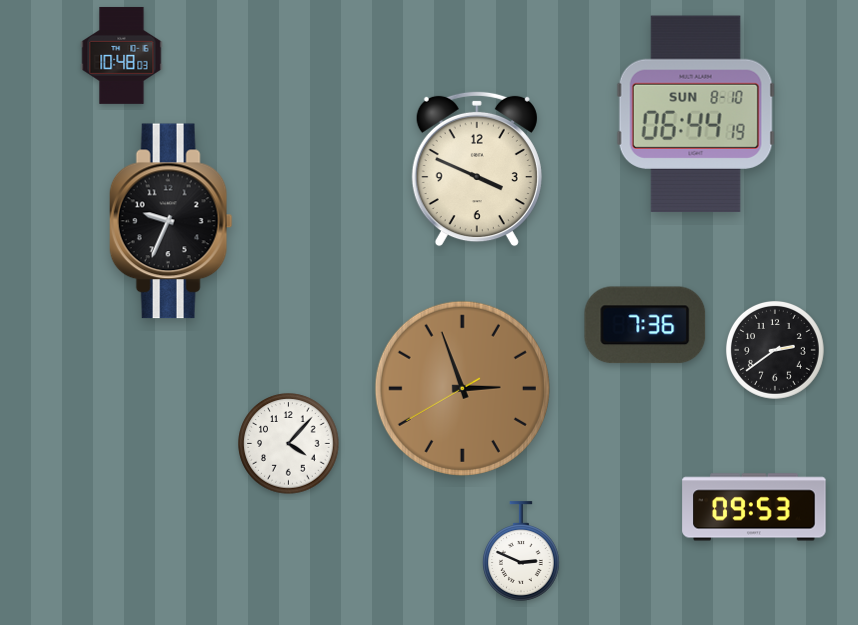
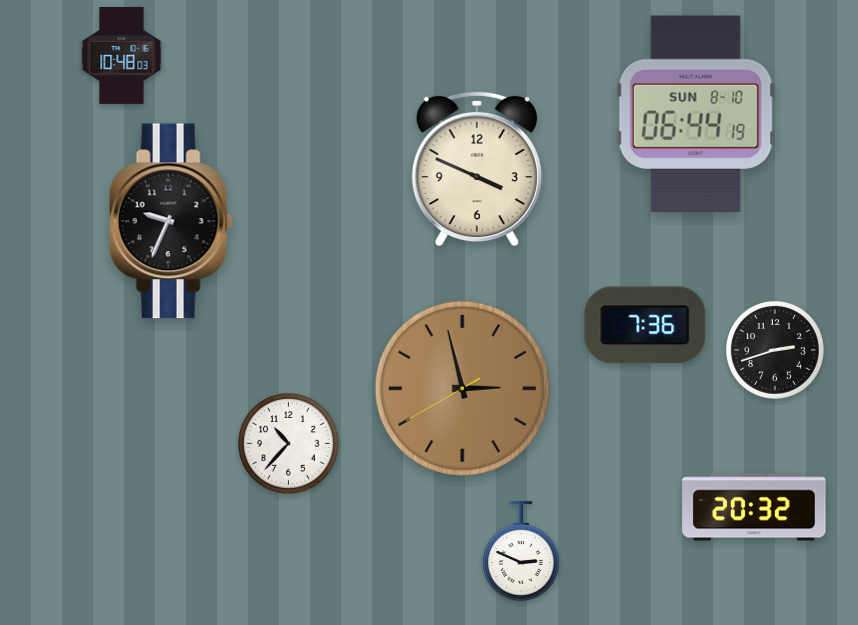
clock at (775, 350): 2:39 -> 2:42
clock at (462, 388): 2:56 -> 2:57
clock at (289, 444): 4:07 -> 10:37
clock at (754, 507): 09:53 -> 20:32
